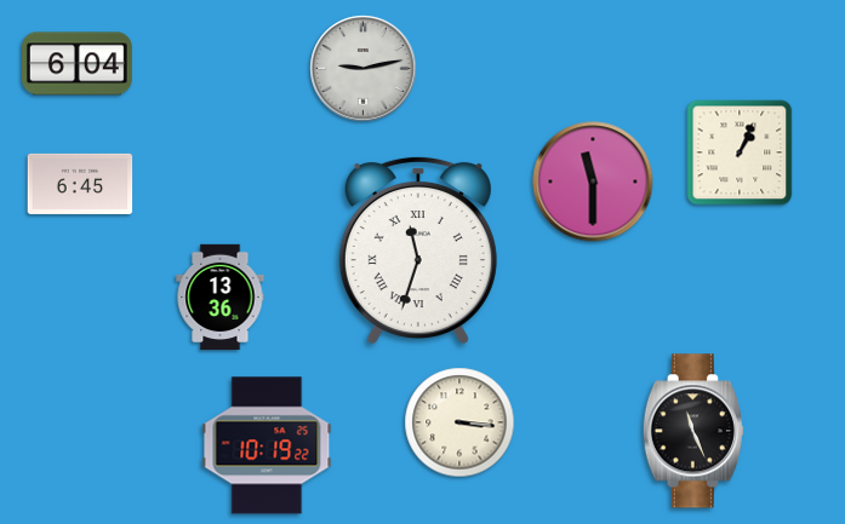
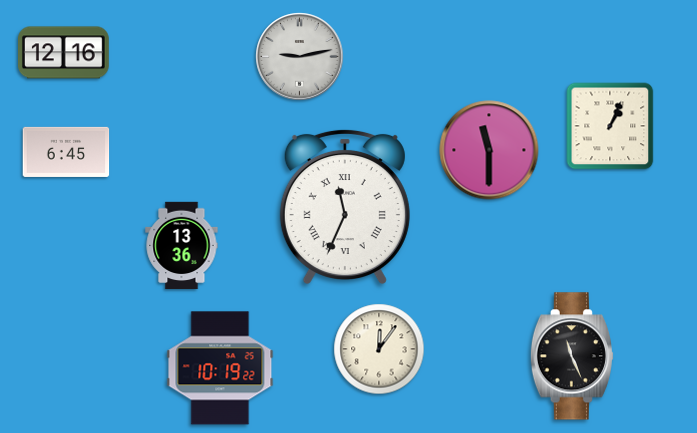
clock at (78, 64): 6:04 -> 12:16
clock at (418, 251): 11:33 -> 11:34
clock at (459, 422): 3:16 -> 12:06
